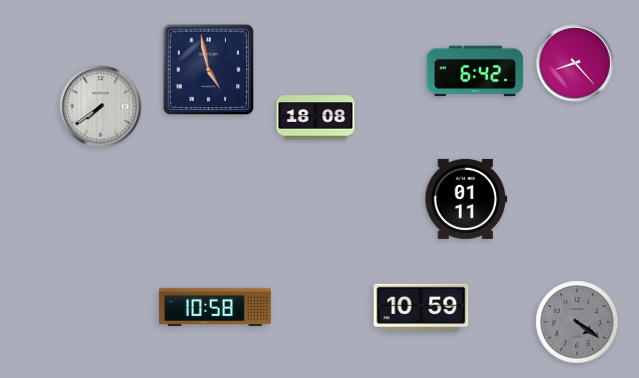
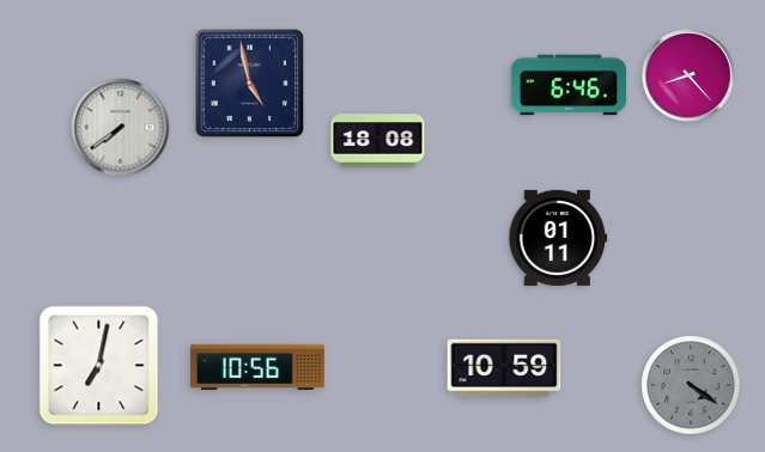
clock at (475, 71): 6:42 -> 6:46
clock at (99, 366): none -> 7:02
clock at (215, 307): 10:58 -> 10:56
